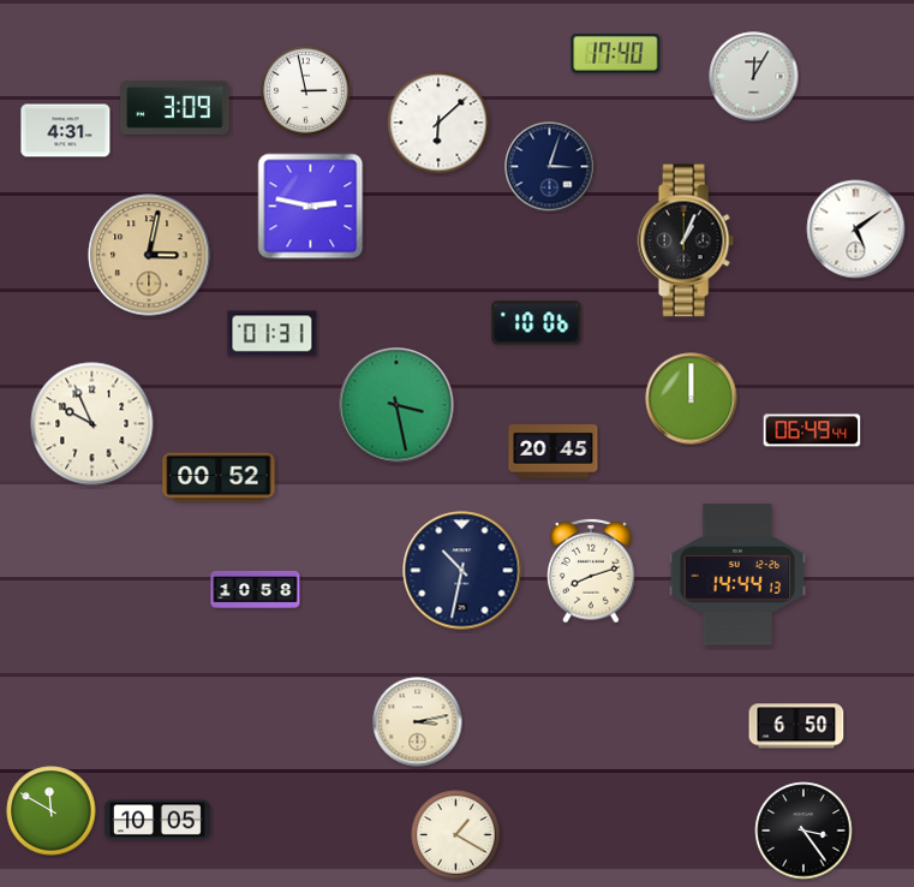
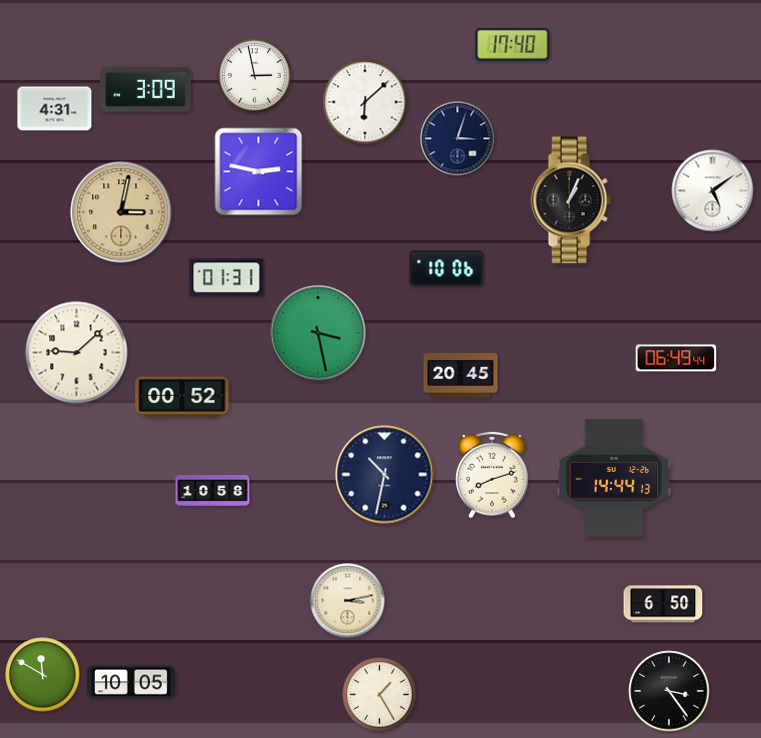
clock at (754, 77): 12:05 -> none
clock at (149, 255) position: (149, 255) -> (121, 212)
clock at (692, 399): 12:00 -> none
clock at (396, 405) position: (396, 405) -> (318, 333)
clock at (92, 424): 9:56 -> 9:08
clock at (456, 835): 1:20 -> 1:25
